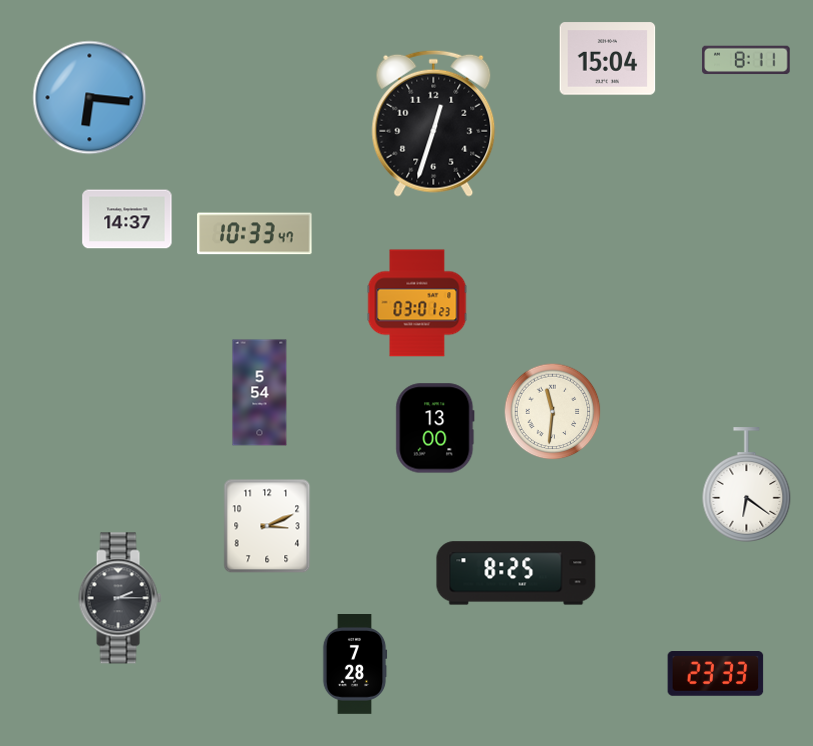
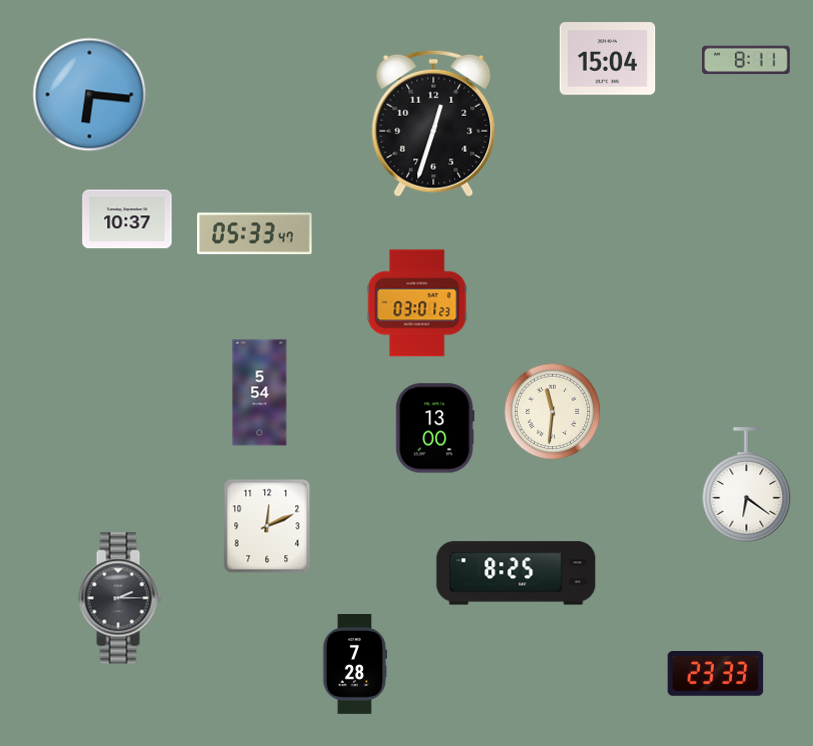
clock at (90, 98) position: (90, 98) -> (90, 95)
clock at (127, 219): 14:37 -> 10:37
clock at (255, 234): 10:33 -> 05:33
clock at (267, 526): 3:11 -> 12:11
